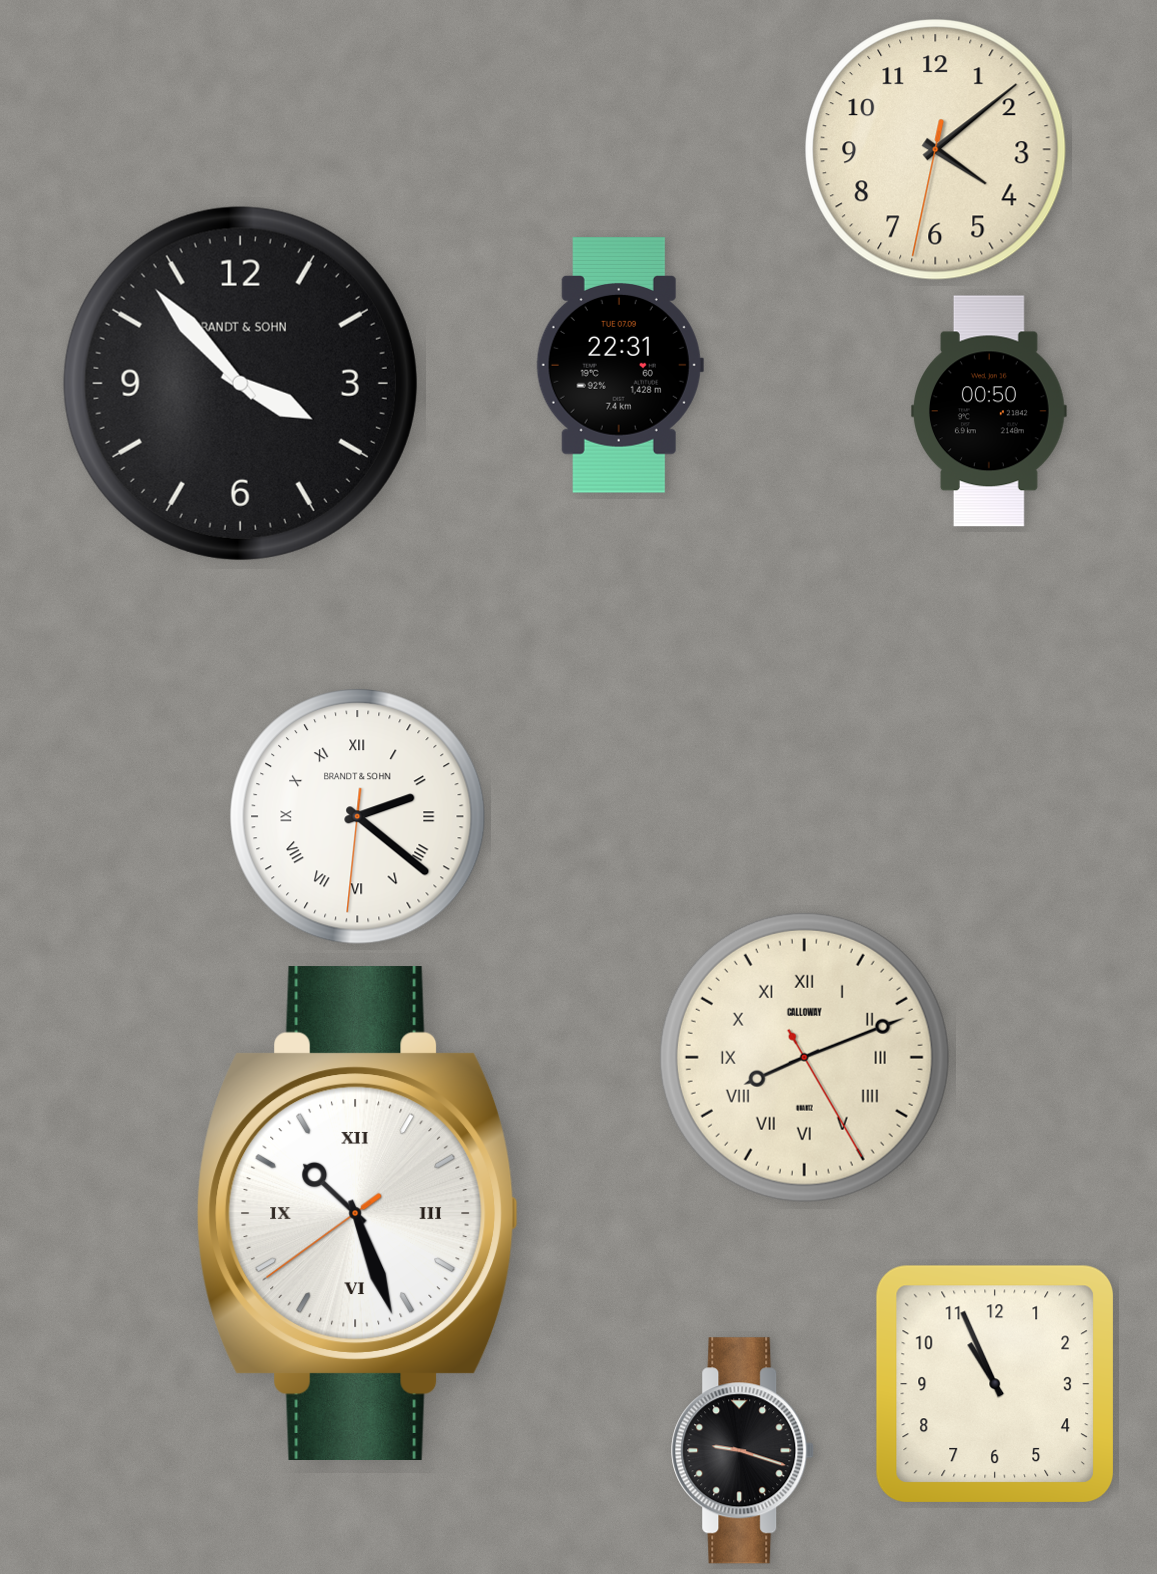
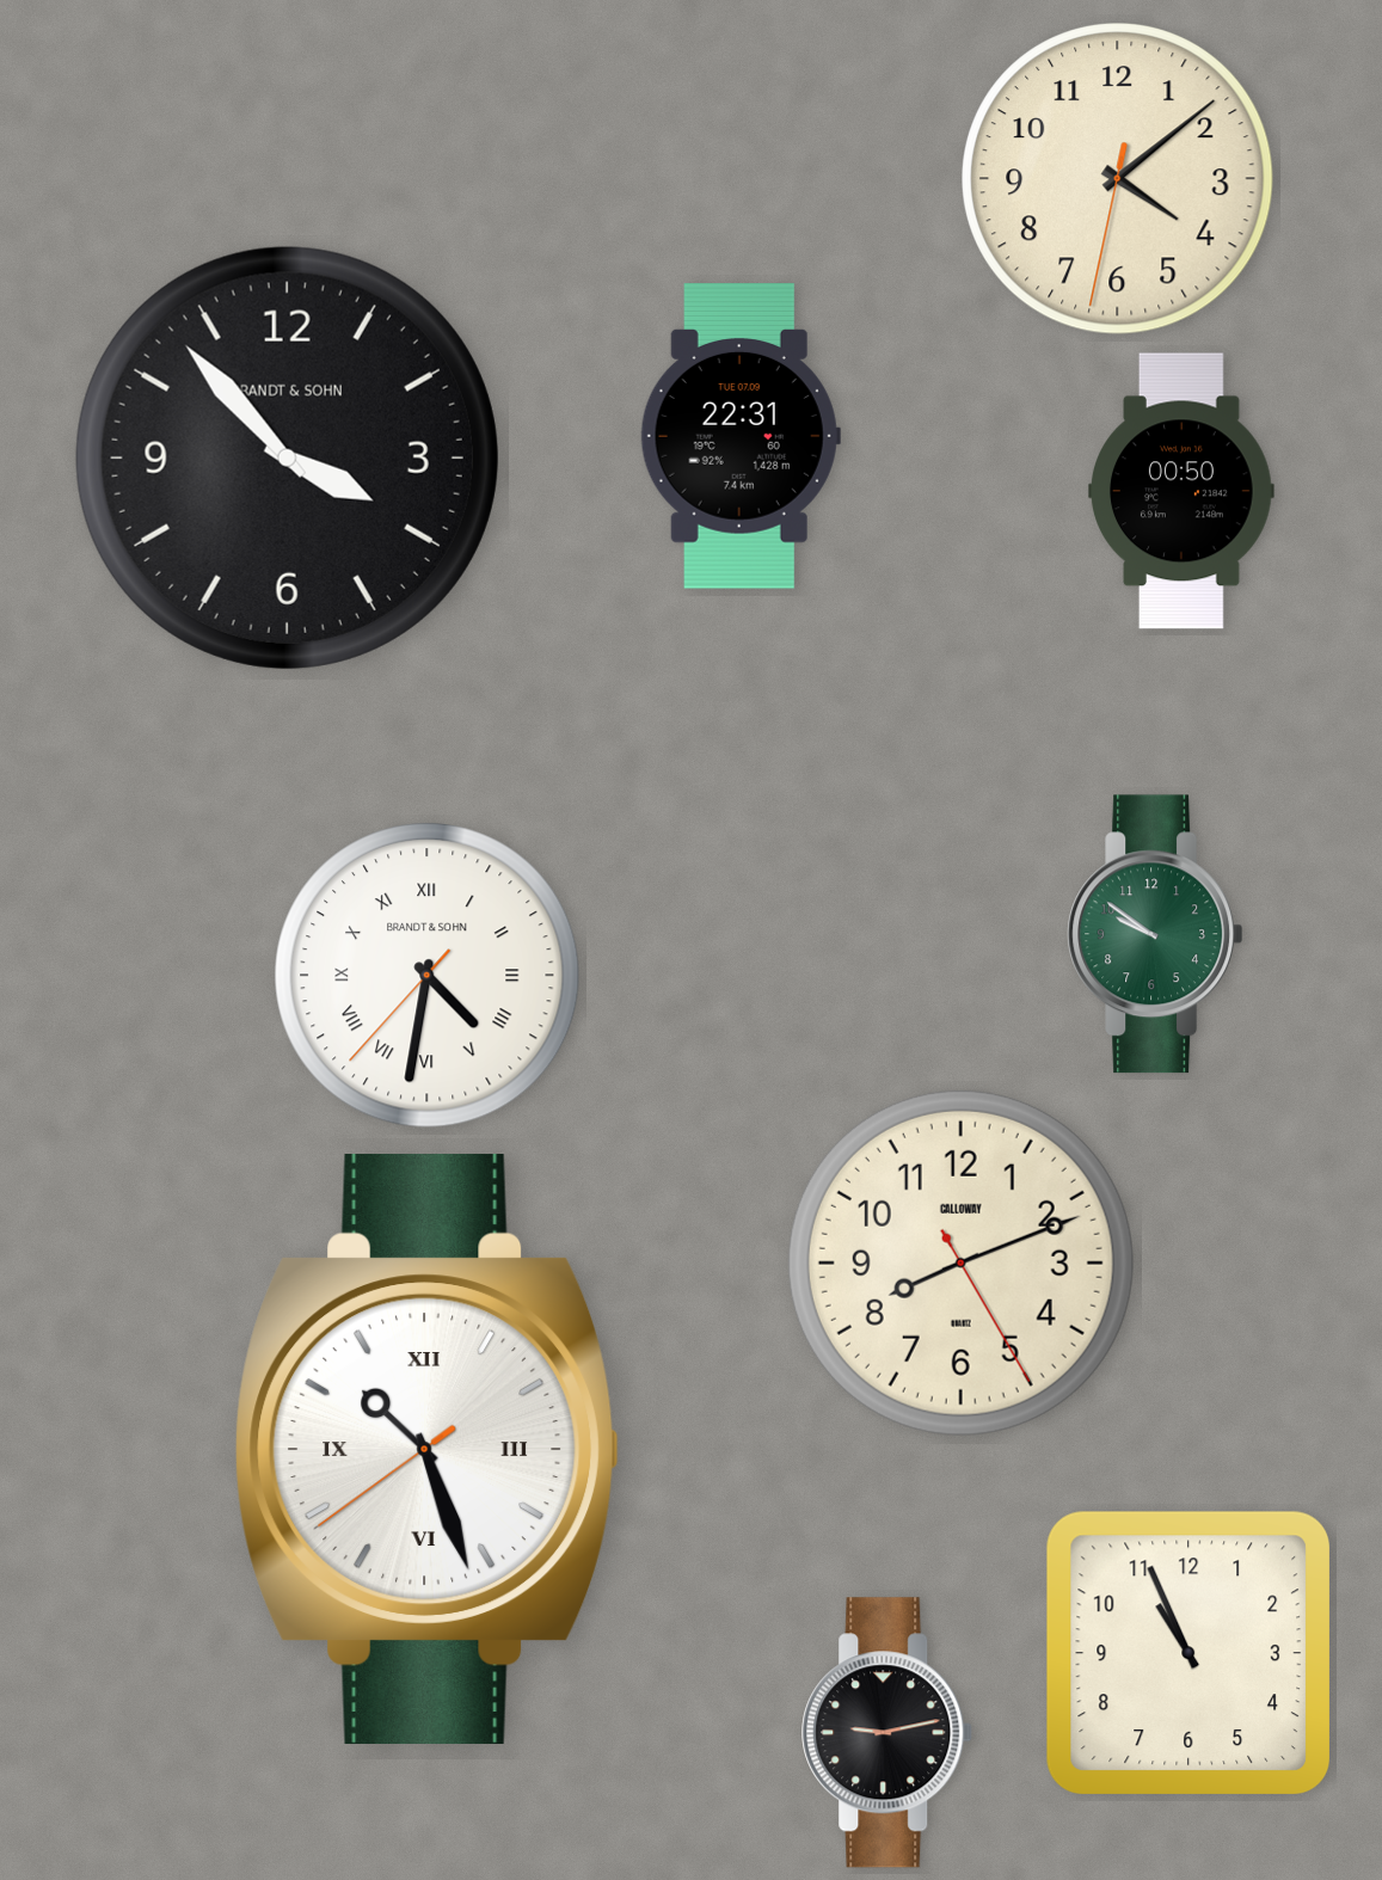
clock at (1154, 934): none -> 9:51
clock at (358, 817): 2:21 -> 4:31
clock at (804, 1057) numerals: Roman -> Arabic
clock at (743, 1451): 9:18 -> 9:13
